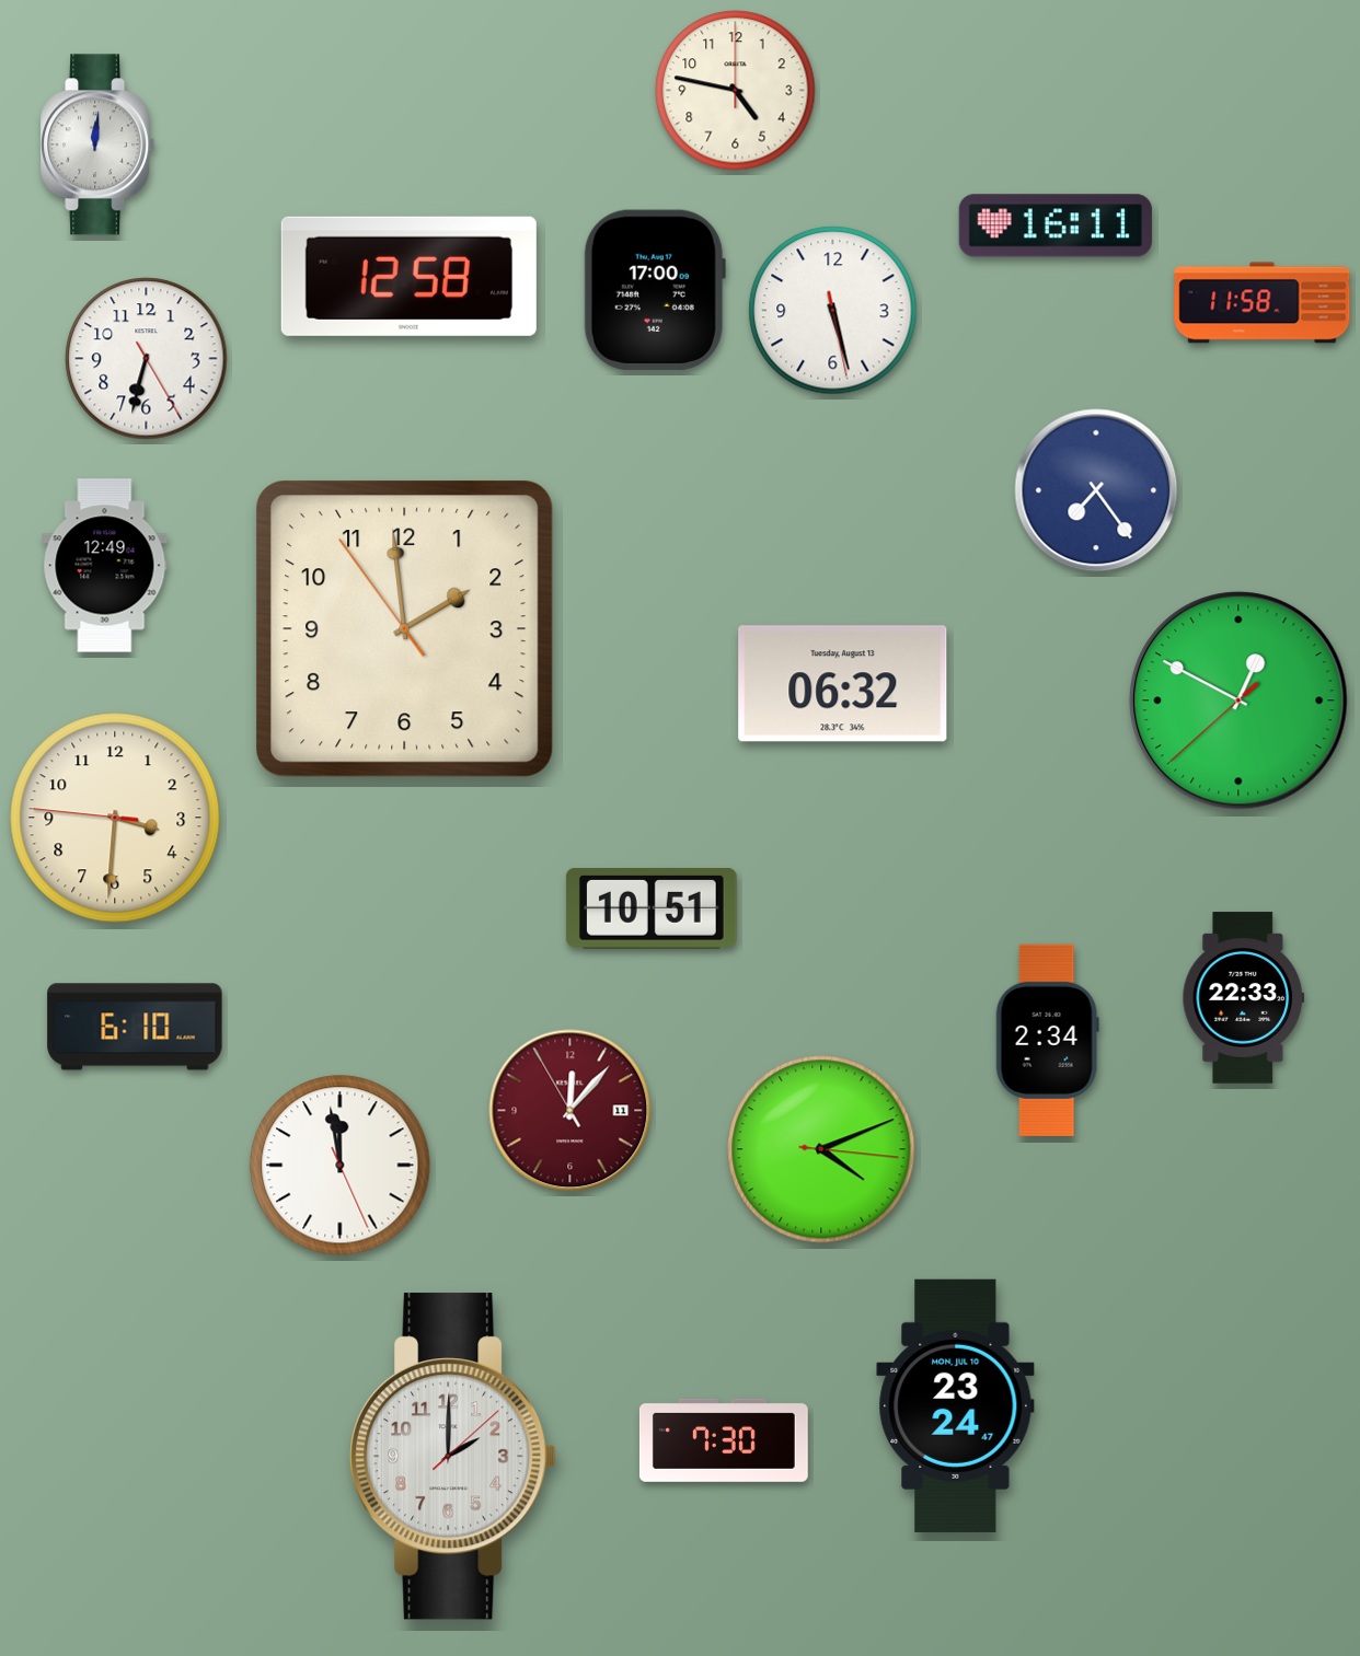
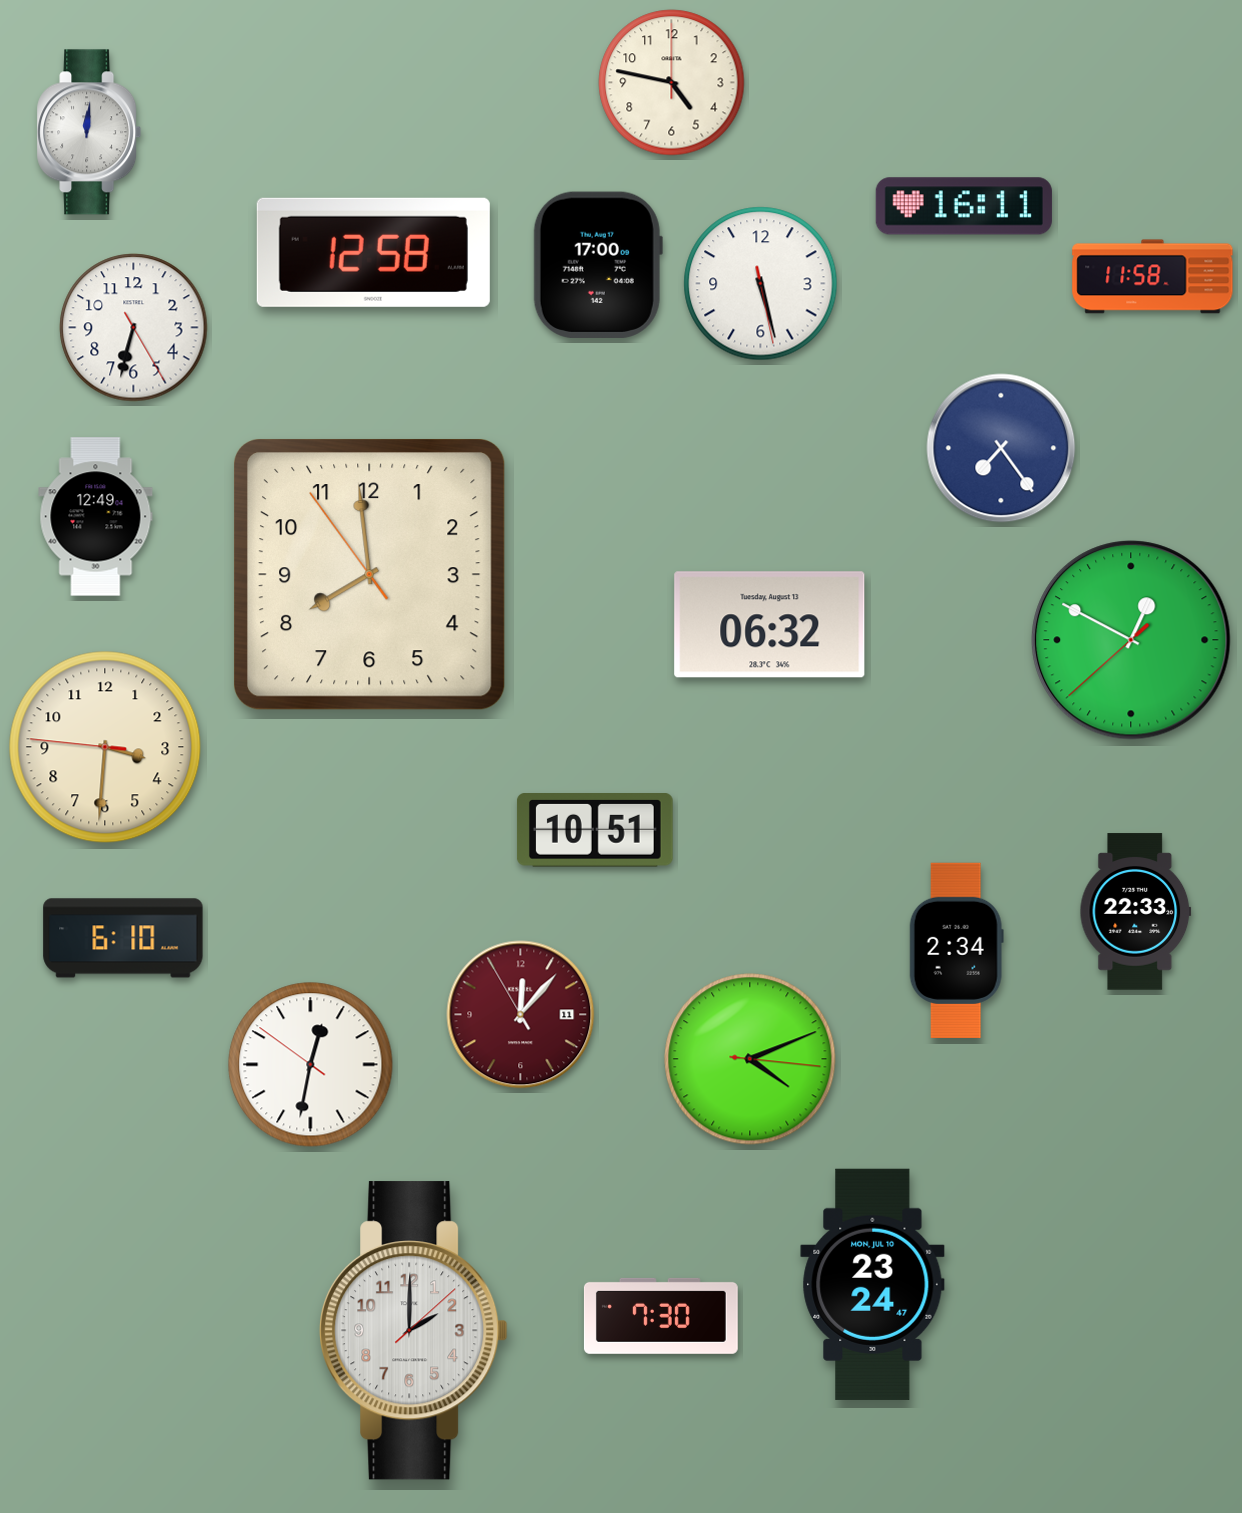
clock at (404, 628): 1:58 -> 7:58
clock at (821, 1149) position: (821, 1149) -> (750, 1059)
clock at (341, 1166): 11:58 -> 12:31
